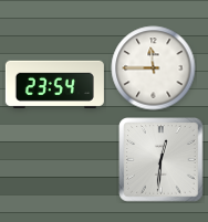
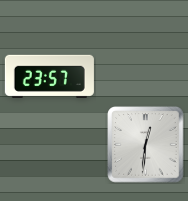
clock at (154, 68): 11:45 -> none
clock at (54, 84): 23:54 -> 23:57
